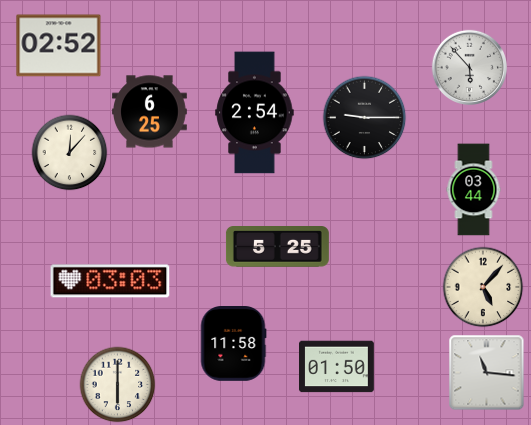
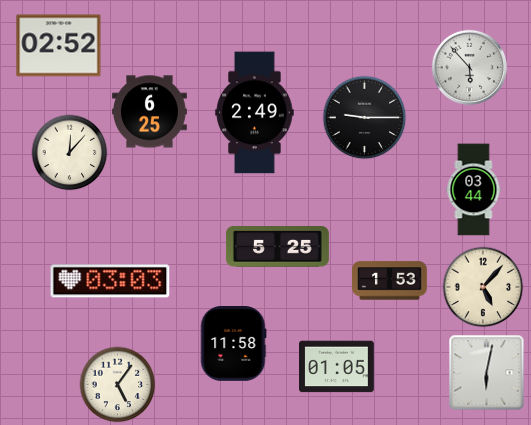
clock at (255, 113): 2:54 -> 2:49
clock at (390, 281): none -> 1:53
clock at (337, 367): 01:50 -> 01:05
clock at (487, 373): 11:16 -> 6:02
clock at (118, 385): 6:00 -> 5:06
